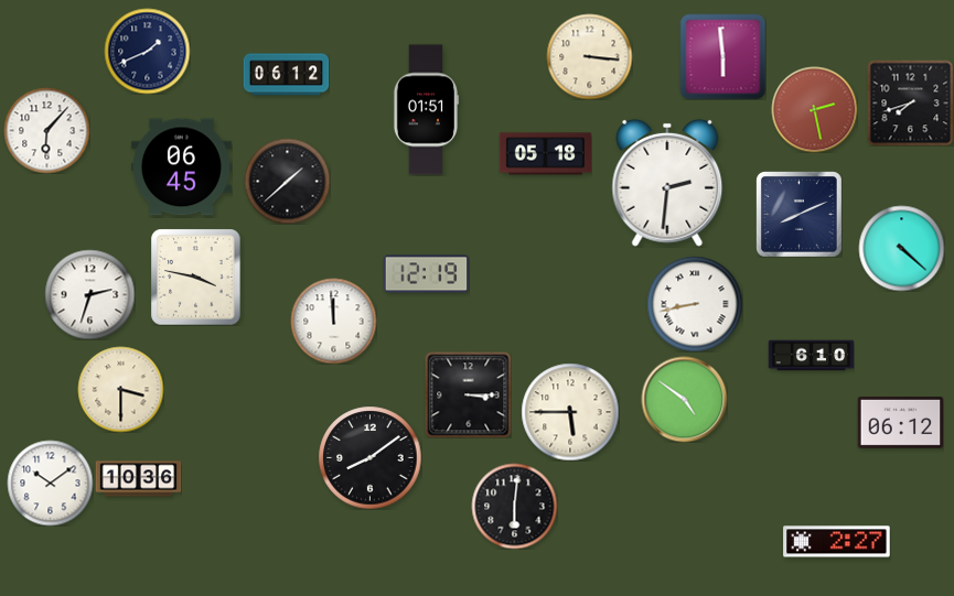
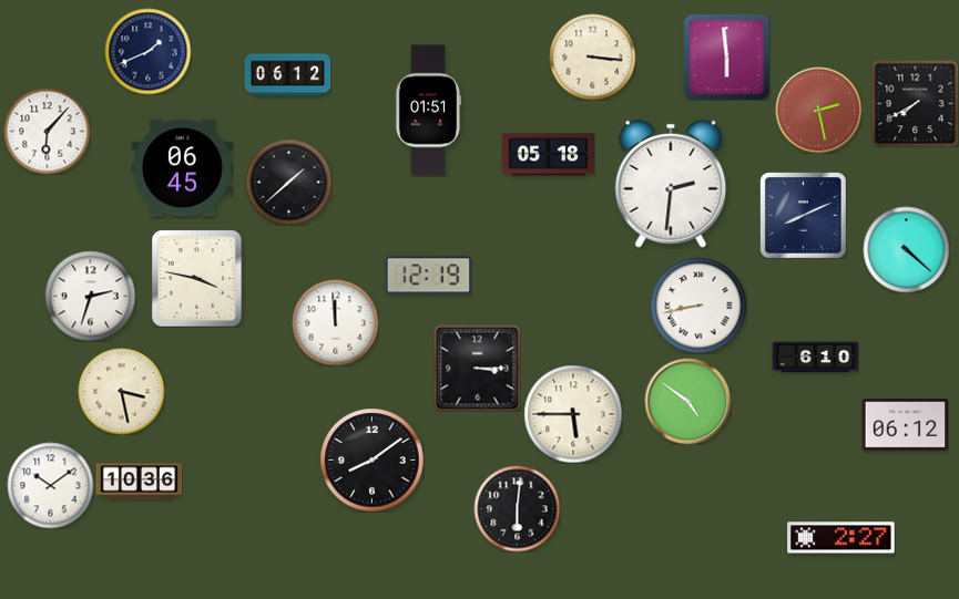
clock at (910, 102): 7:42 -> 7:40
clock at (120, 389): 3:30 -> 3:28
clock at (468, 394) position: (468, 394) -> (477, 368)
clock at (837, 542) position: (837, 542) -> (841, 538)
